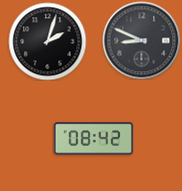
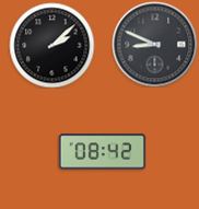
clock at (47, 41): 2:03 -> 2:08
